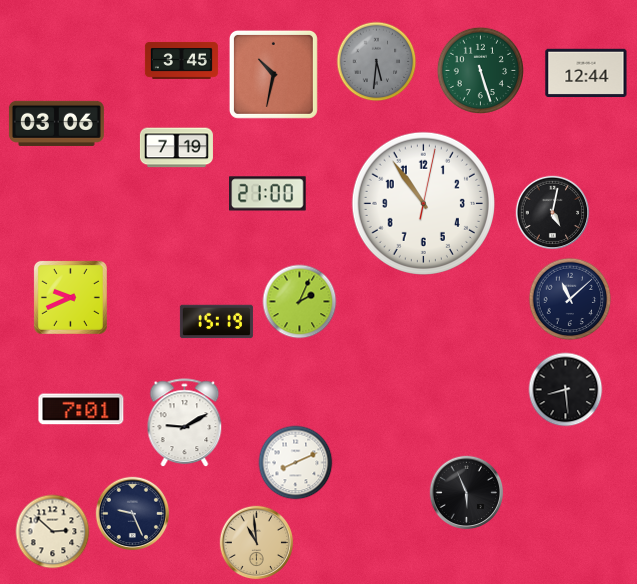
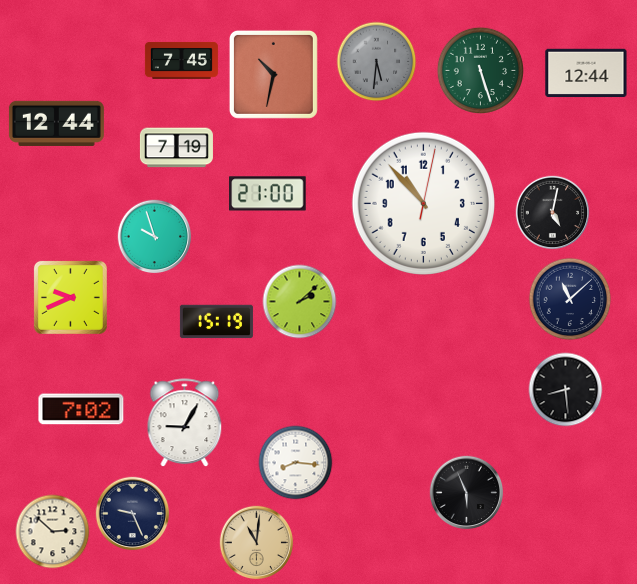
clock at (181, 60): 3:45 -> 7:45
clock at (56, 123): 03:06 -> 12:44
clock at (423, 203): 10:54 -> 10:53
clock at (155, 237): none -> 9:57
clock at (300, 302): 2:04 -> 2:08
clock at (81, 409): 7:01 -> 7:02
clock at (185, 423): 9:10 -> 9:05
clock at (296, 463): 8:11 -> 8:16
clock at (257, 543): 10:59 -> 11:01
